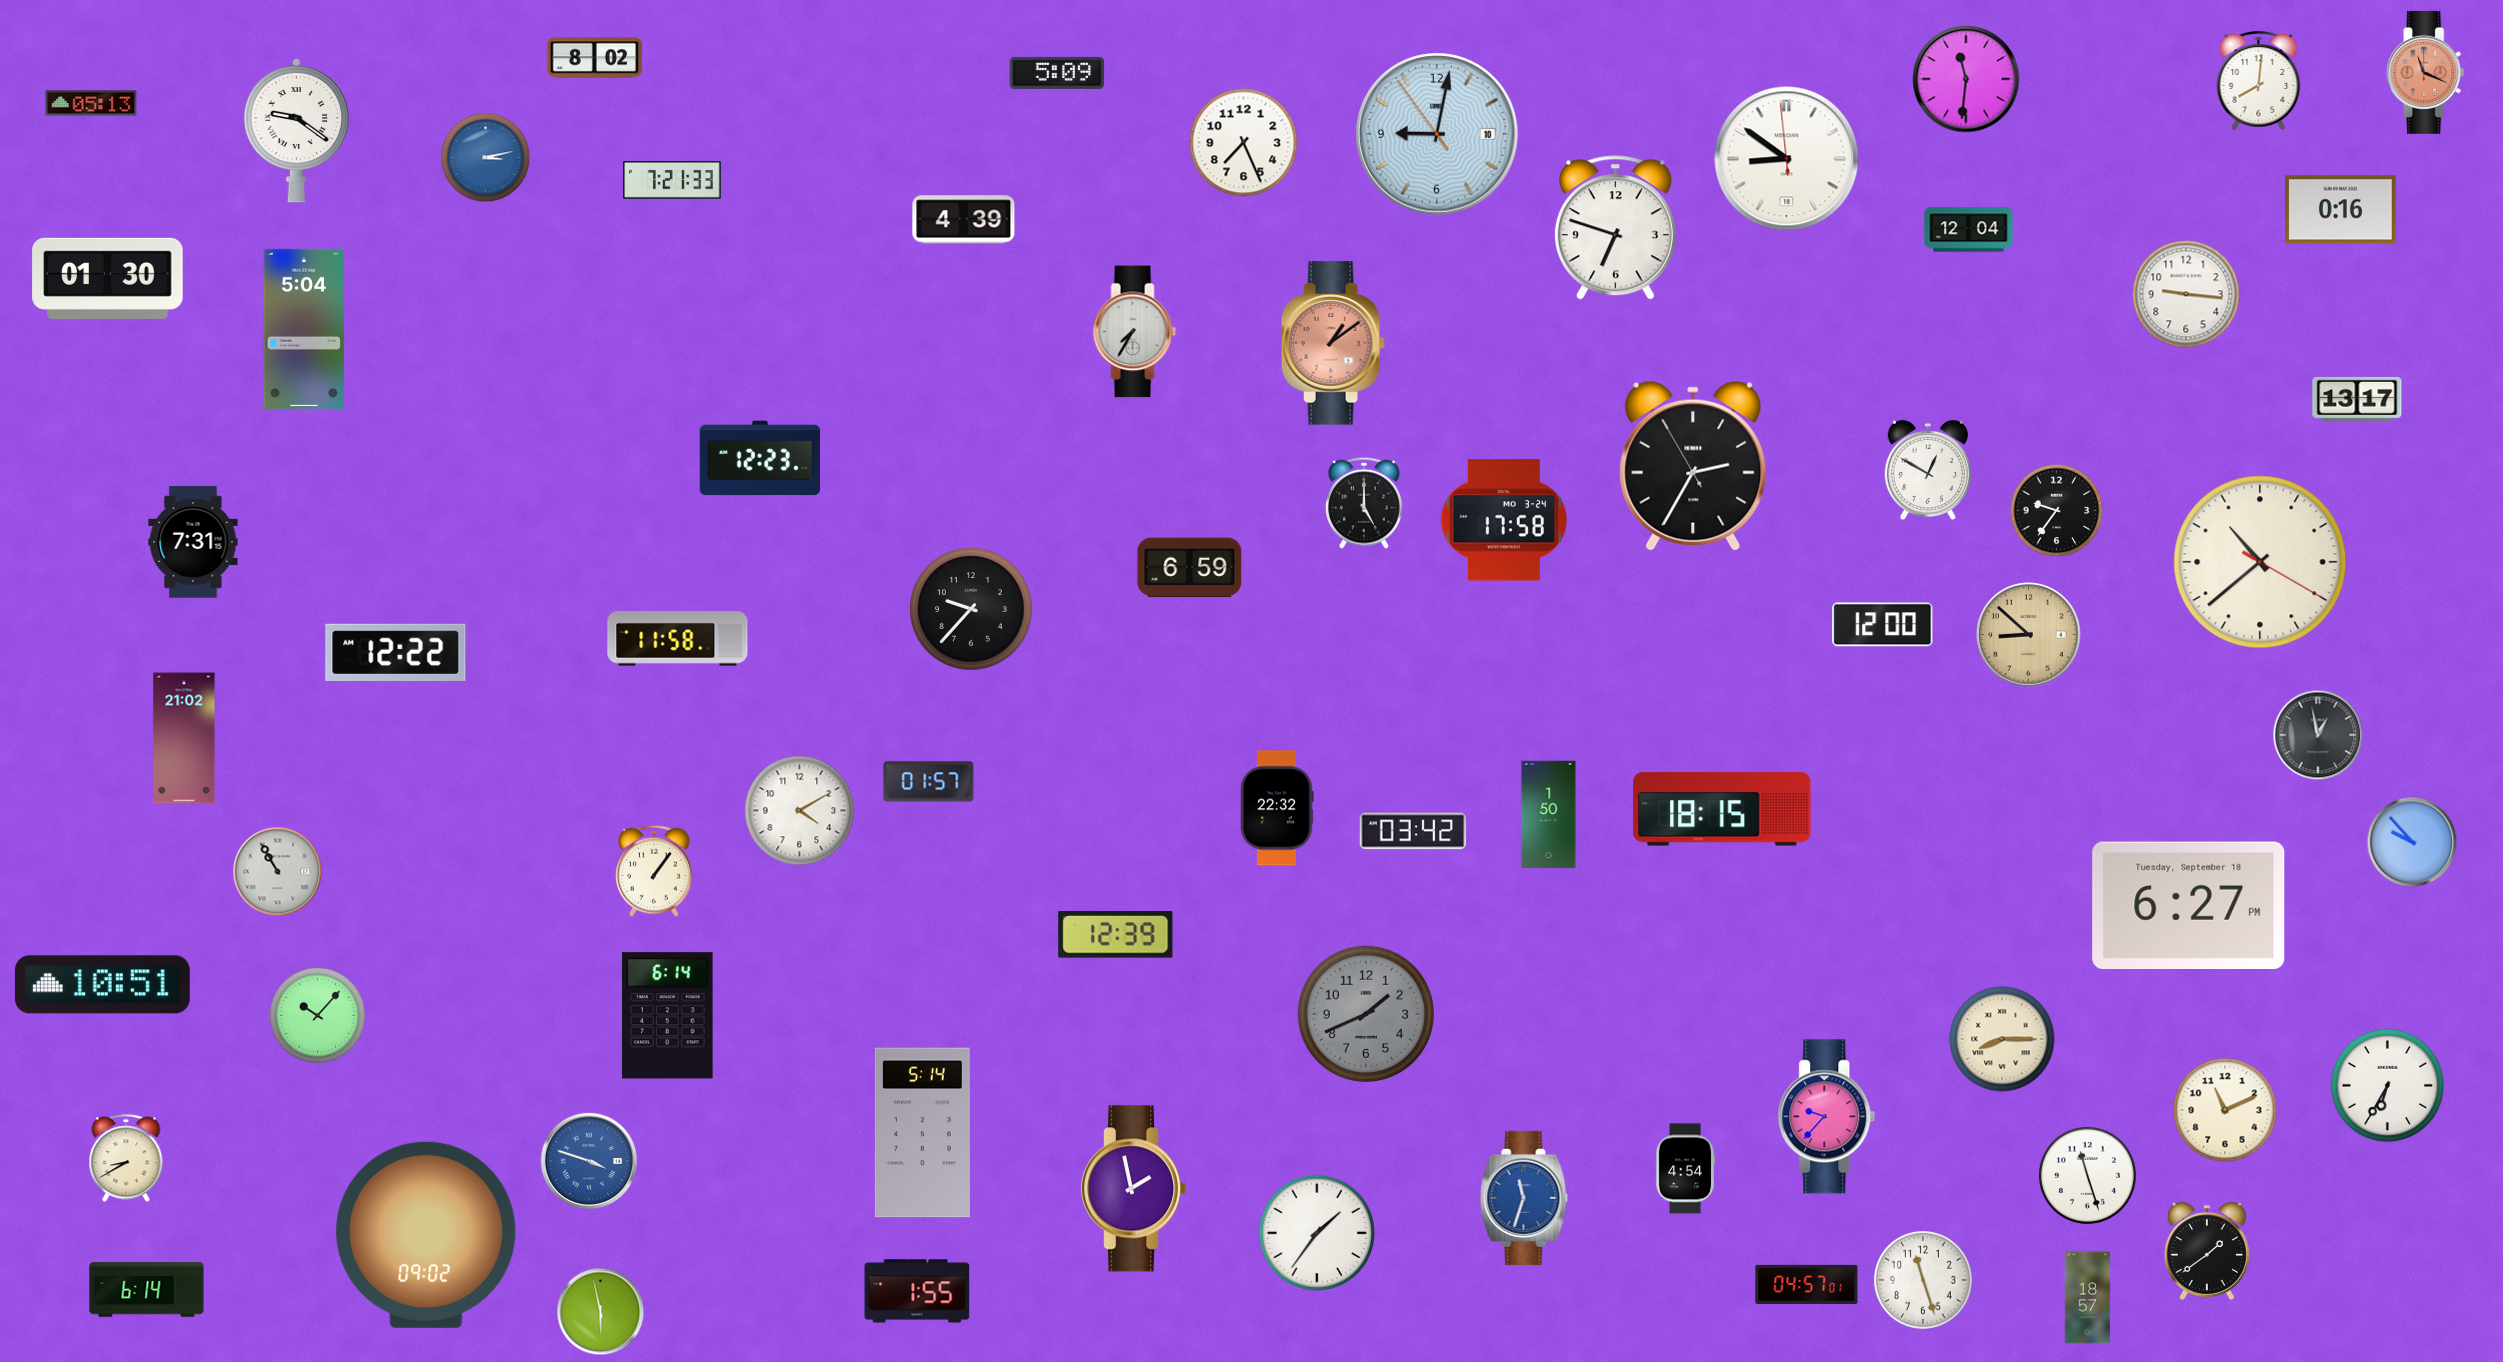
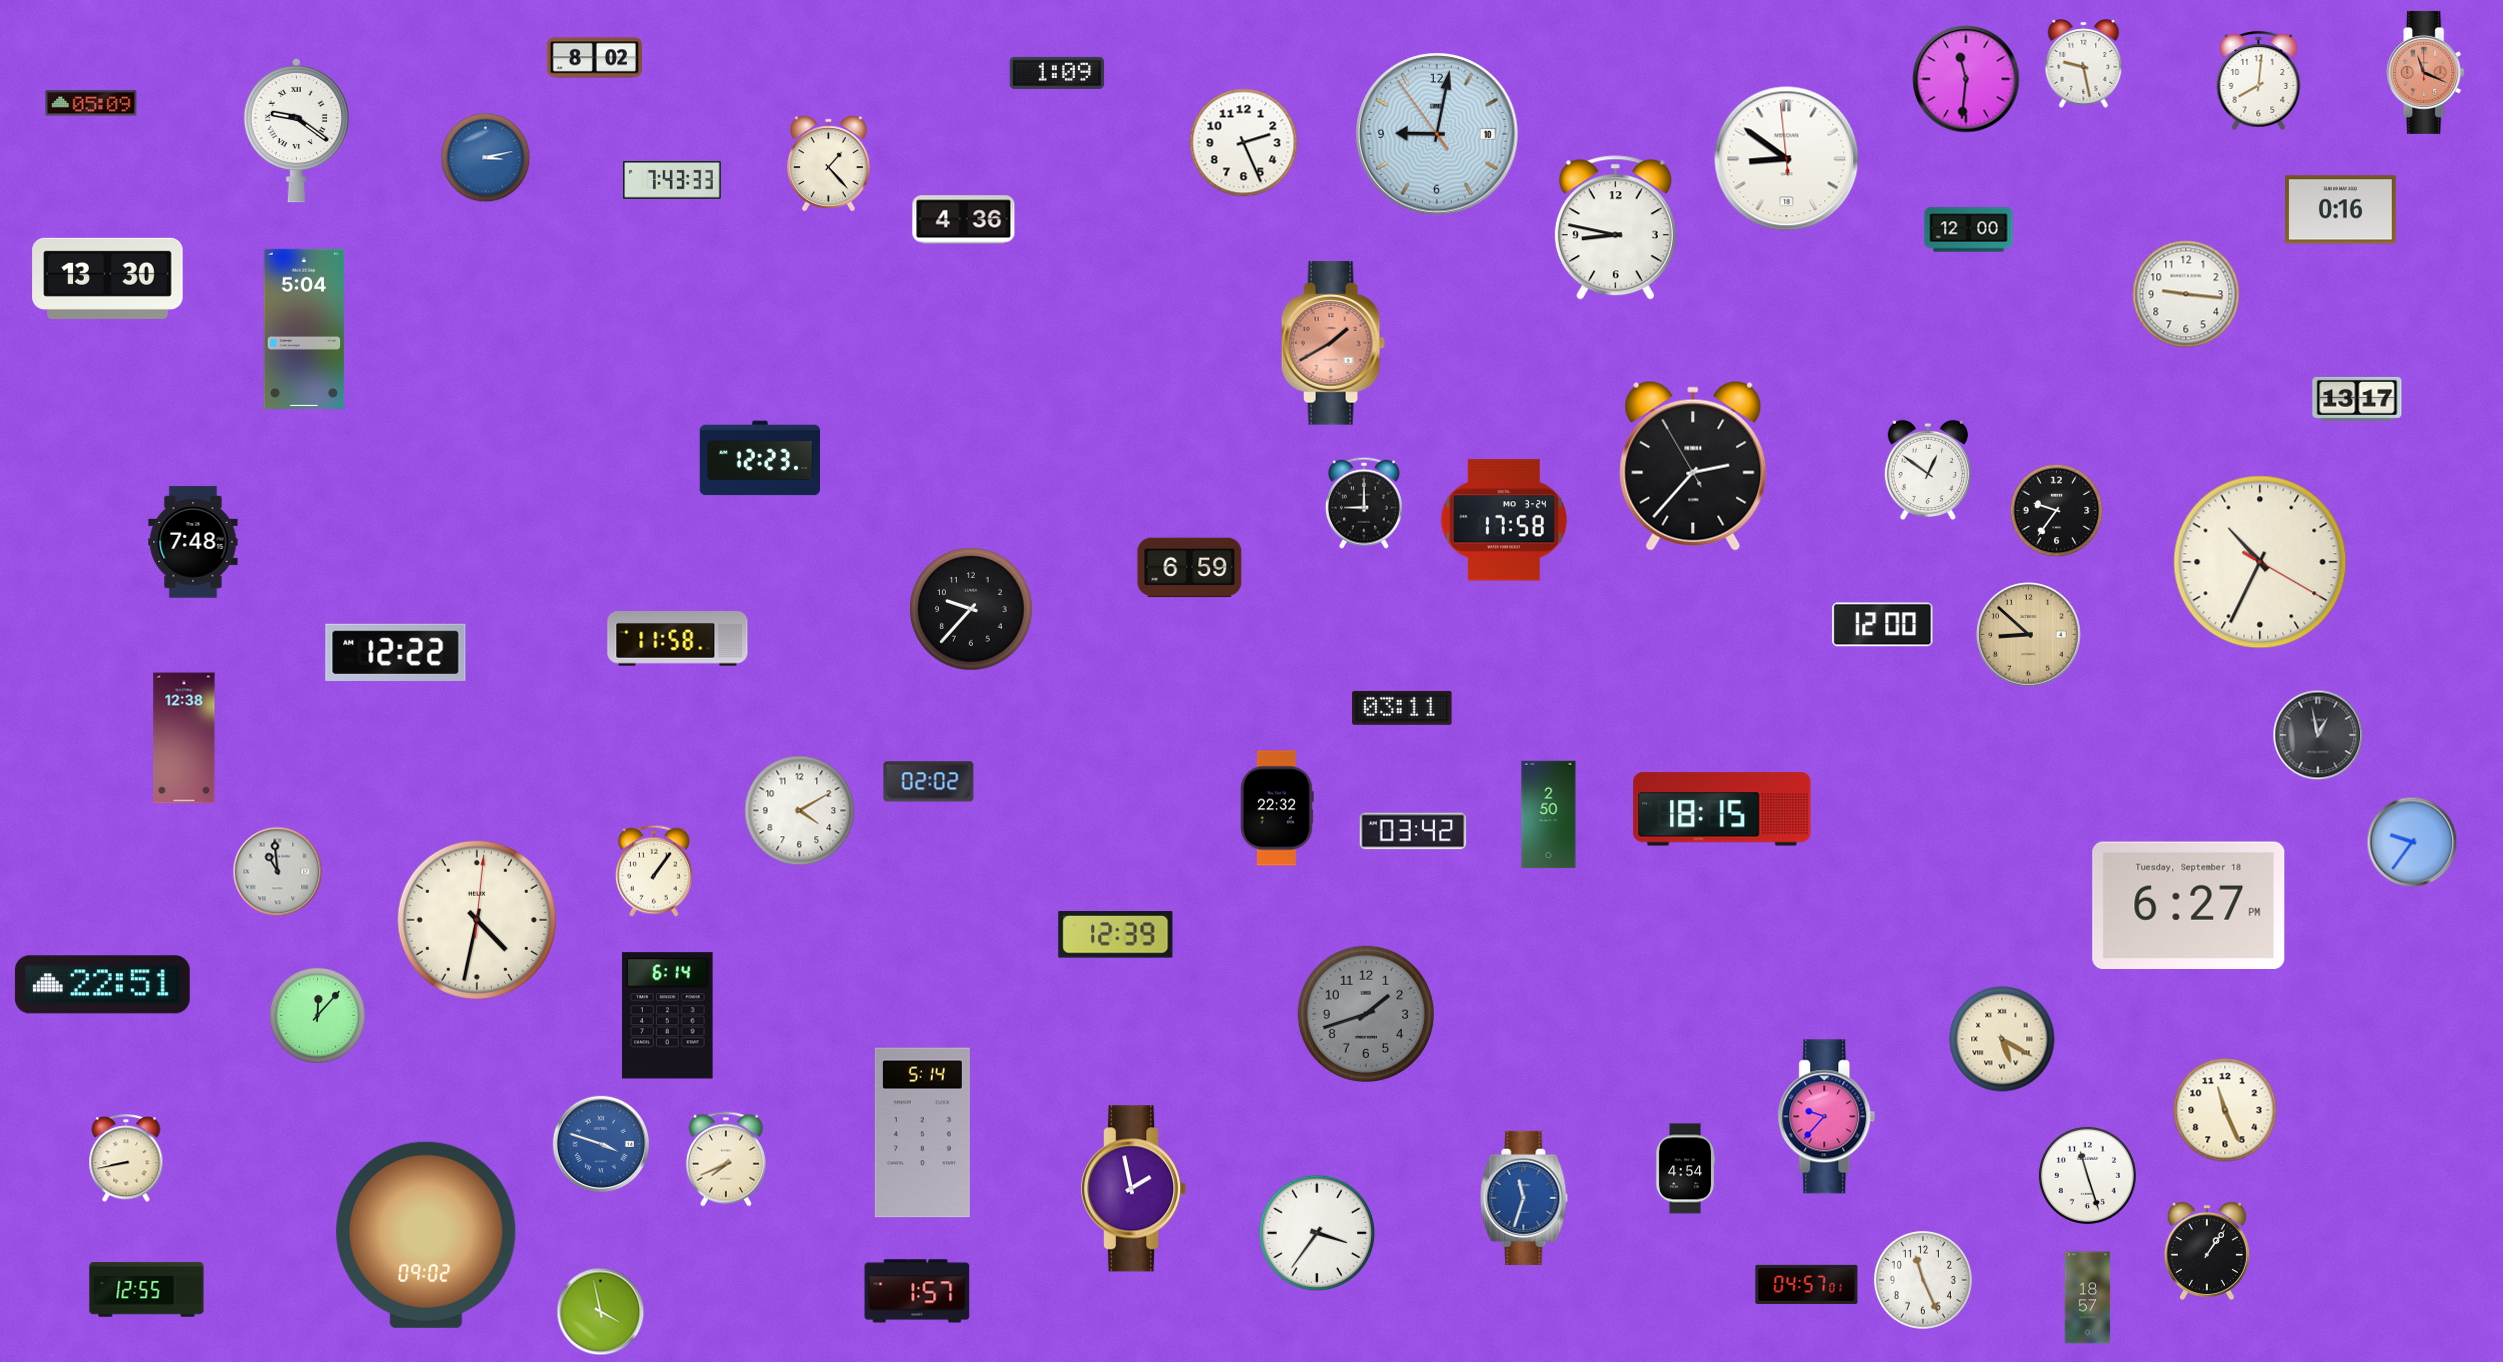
clock at (2084, 64): none -> 9:28
clock at (1057, 73): 5:09 -> 1:09
clock at (91, 103): 05:13 -> 05:09
clock at (1244, 143): 7:26 -> 2:26
clock at (829, 164): none -> 1:23
clock at (673, 180): 7:21 -> 7:43
clock at (964, 220): 4:39 -> 4:36
clock at (1615, 228): 6:48 -> 8:47
clock at (1969, 230): 12:04 -> 12:00
clock at (108, 278): 01:30 -> 13:30
clock at (1135, 332): 7:35 -> none
clock at (1333, 343): 1:09 -> 1:40
clock at (1693, 466): 2:34 -> 2:36
clock at (1928, 470): 12:50 -> 12:51
clock at (1364, 503): 5:00 -> 9:00
clock at (193, 542): 7:31 -> 7:48
clock at (2260, 562): 10:38 -> 10:34
clock at (1402, 708): none -> 03:11
clock at (184, 738): 21:02 -> 12:38
clock at (929, 782): 01:57 -> 02:02
clock at (1549, 815): 1:50 -> 2:50
clock at (2412, 842): 9:53 -> 9:36
clock at (278, 872): 10:55 -> 10:59
clock at (477, 920): none -> 4:32
clock at (102, 985): 10:51 -> 22:51
clock at (1365, 1013): 1:41 -> 1:42
clock at (317, 1015): 10:07 -> 12:07
clock at (2002, 1039): 8:15 -> 5:20
clock at (2388, 1086): 6:35 -> none
clock at (2225, 1110): 11:11 -> 11:26
clock at (126, 1159): 8:40 -> 8:43
clock at (726, 1159): none -> 7:41
clock at (589, 1161) position: (589, 1161) -> (601, 1144)
clock at (1316, 1232): 1:36 -> 3:36
clock at (2207, 1251): 1:39 -> 1:06
clock at (1923, 1280): 11:27 -> 11:26
clock at (147, 1290): 6:14 -> 12:55
clock at (917, 1291): 1:55 -> 1:57
clock at (601, 1312): 5:58 -> 3:58
